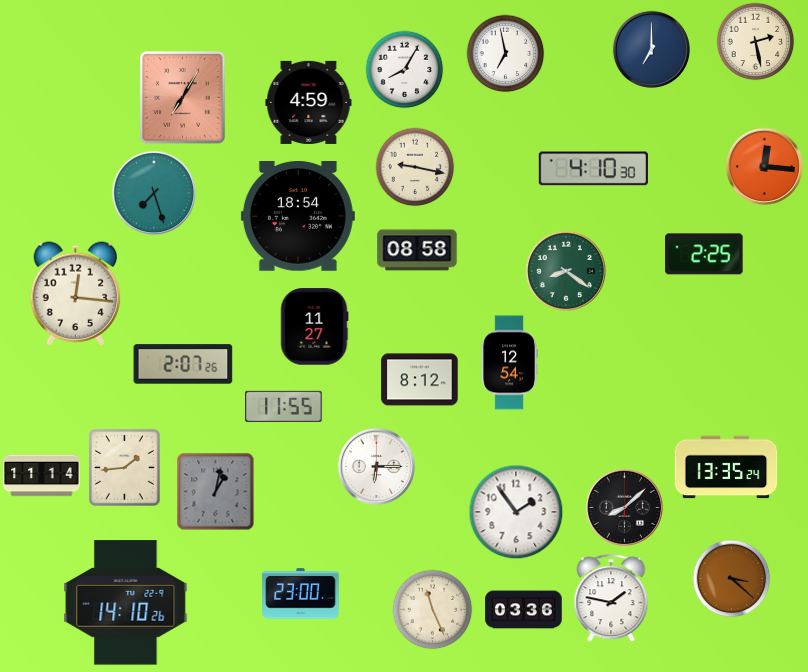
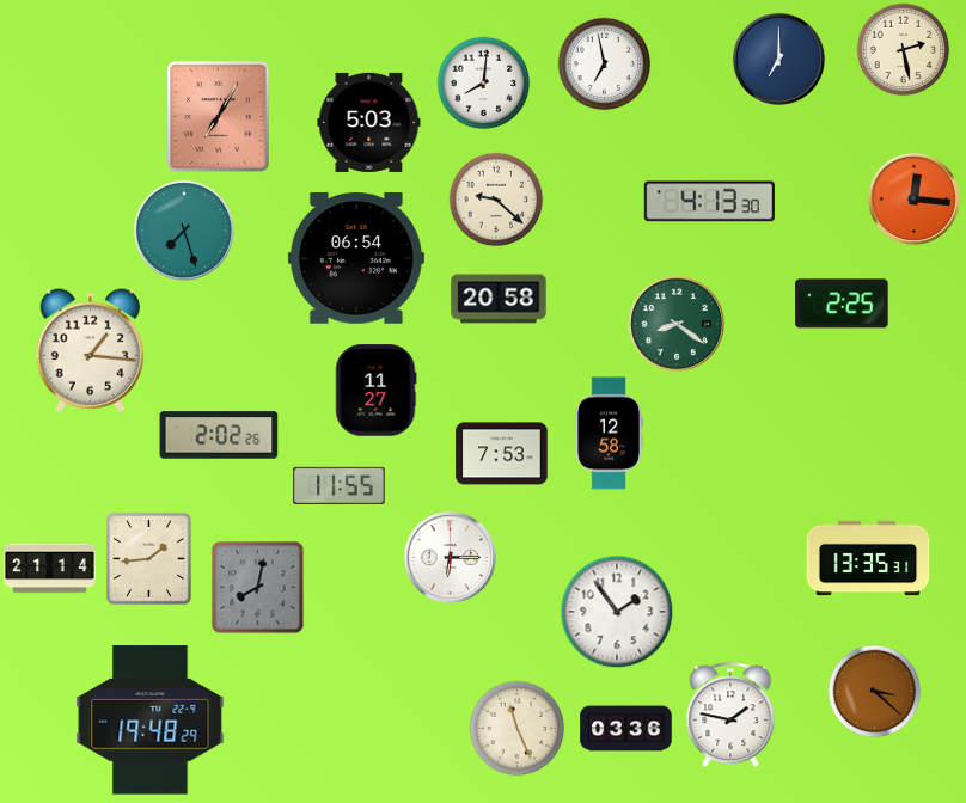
clock at (404, 69): 8:05 -> 8:01
clock at (309, 102): 4:59 -> 5:03
clock at (415, 167): 9:17 -> 9:22
clock at (593, 169): 4:10 -> 4:13
clock at (298, 217): 18:54 -> 06:54
clock at (417, 250): 08:58 -> 20:58
clock at (76, 294): 12:16 -> 1:16
clock at (509, 363): 12:54 -> 12:58
clock at (183, 364): 2:07 -> 2:02
clock at (420, 380): 8:12 -> 7:53
clock at (726, 467): 13:35:24 -> 13:35:31
clock at (42, 476): 11:14 -> 21:14
clock at (215, 491): 1:02 -> 8:02
clock at (624, 507): 8:08 -> none
clock at (301, 594): 23:00 -> none
clock at (126, 603): 14:10 -> 19:48
